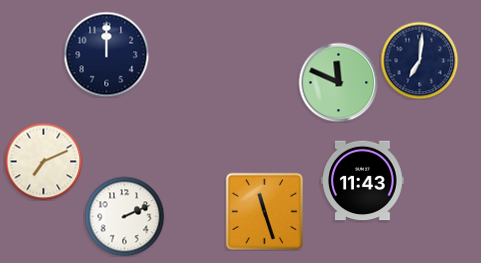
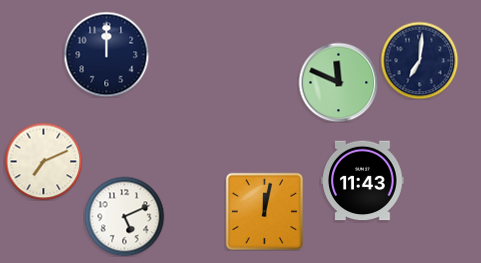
clock at (264, 211): 11:27 -> 12:02
clock at (124, 216): 2:11 -> 5:11
